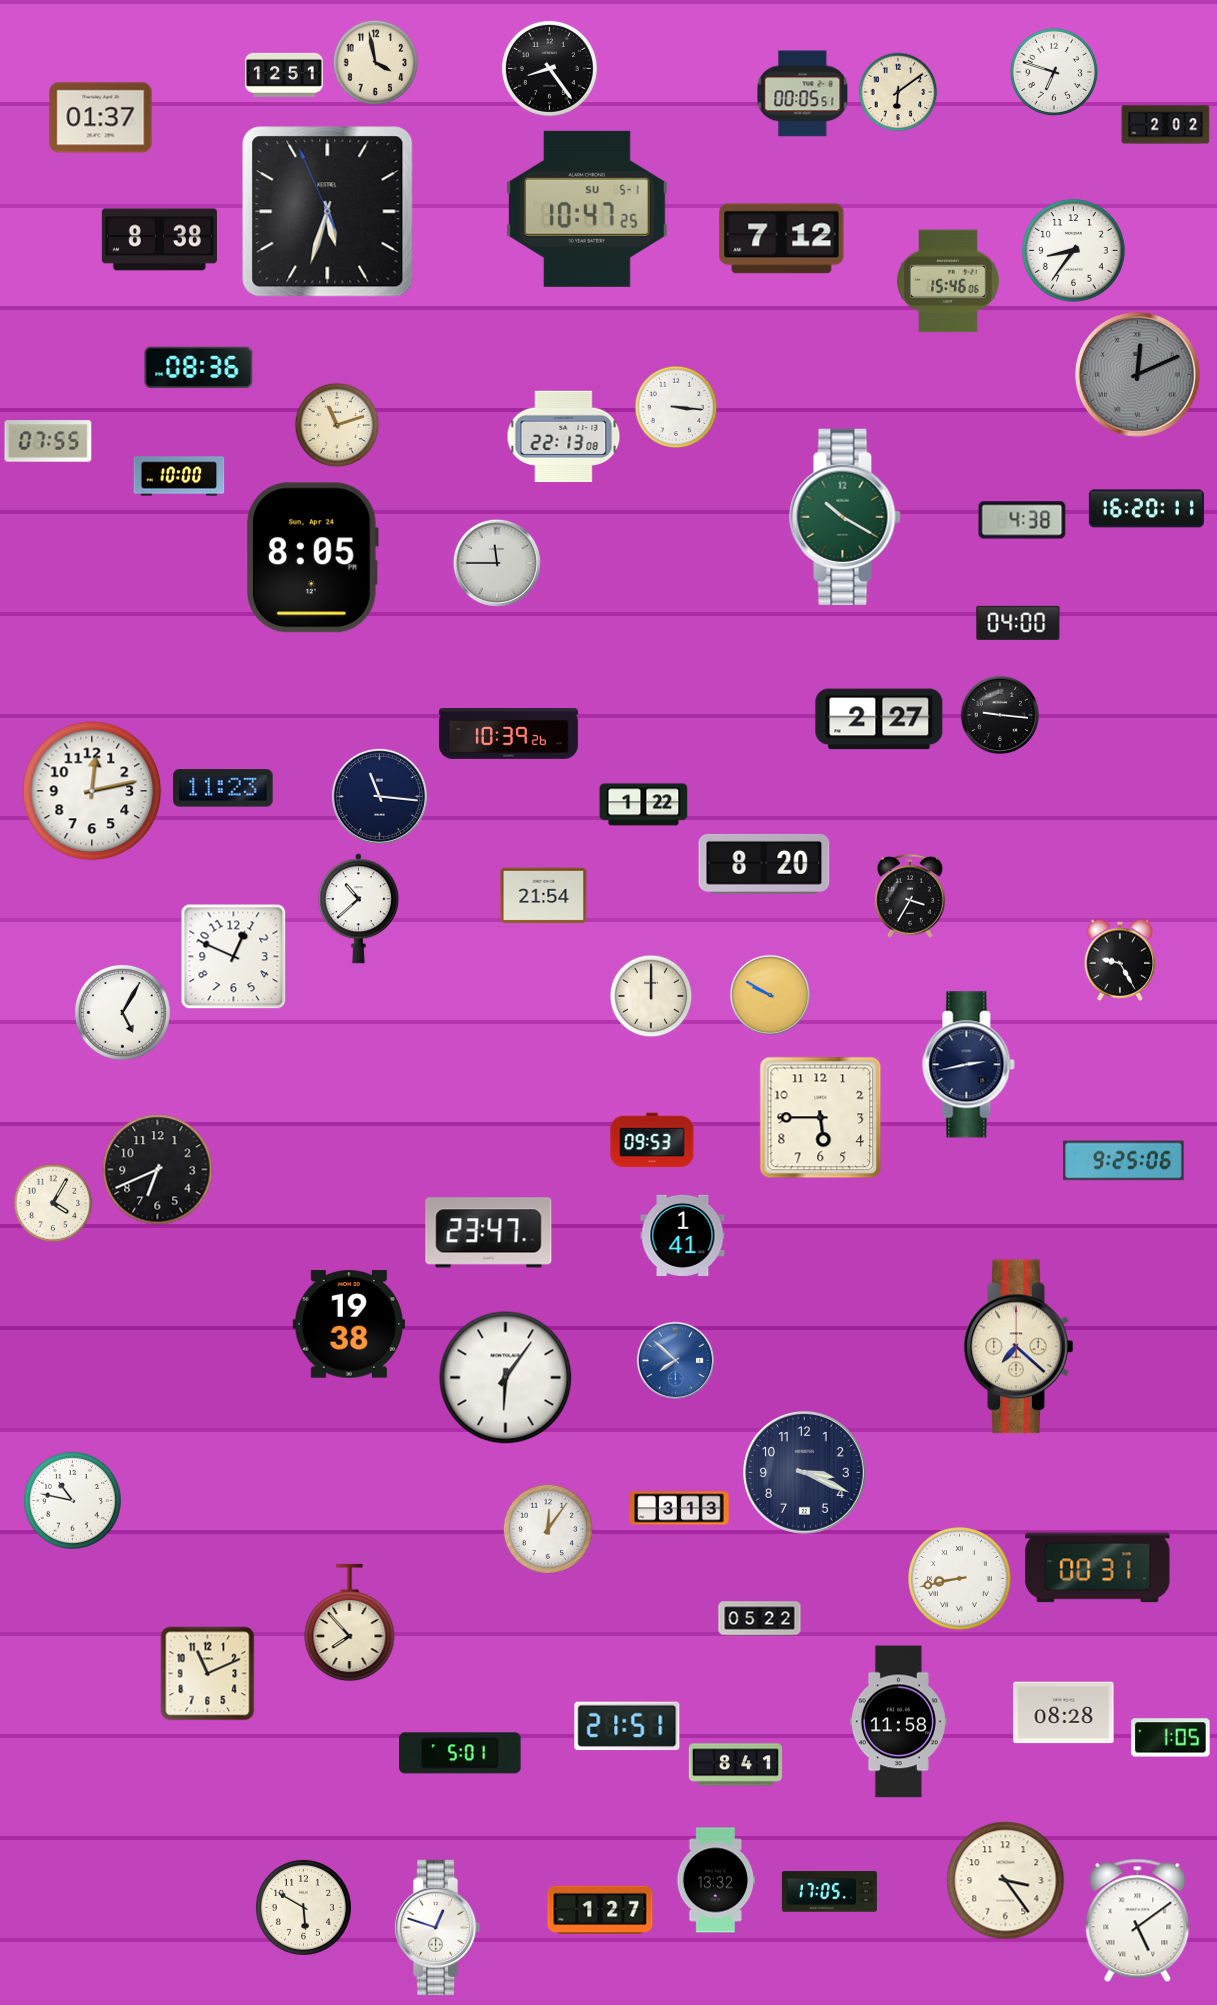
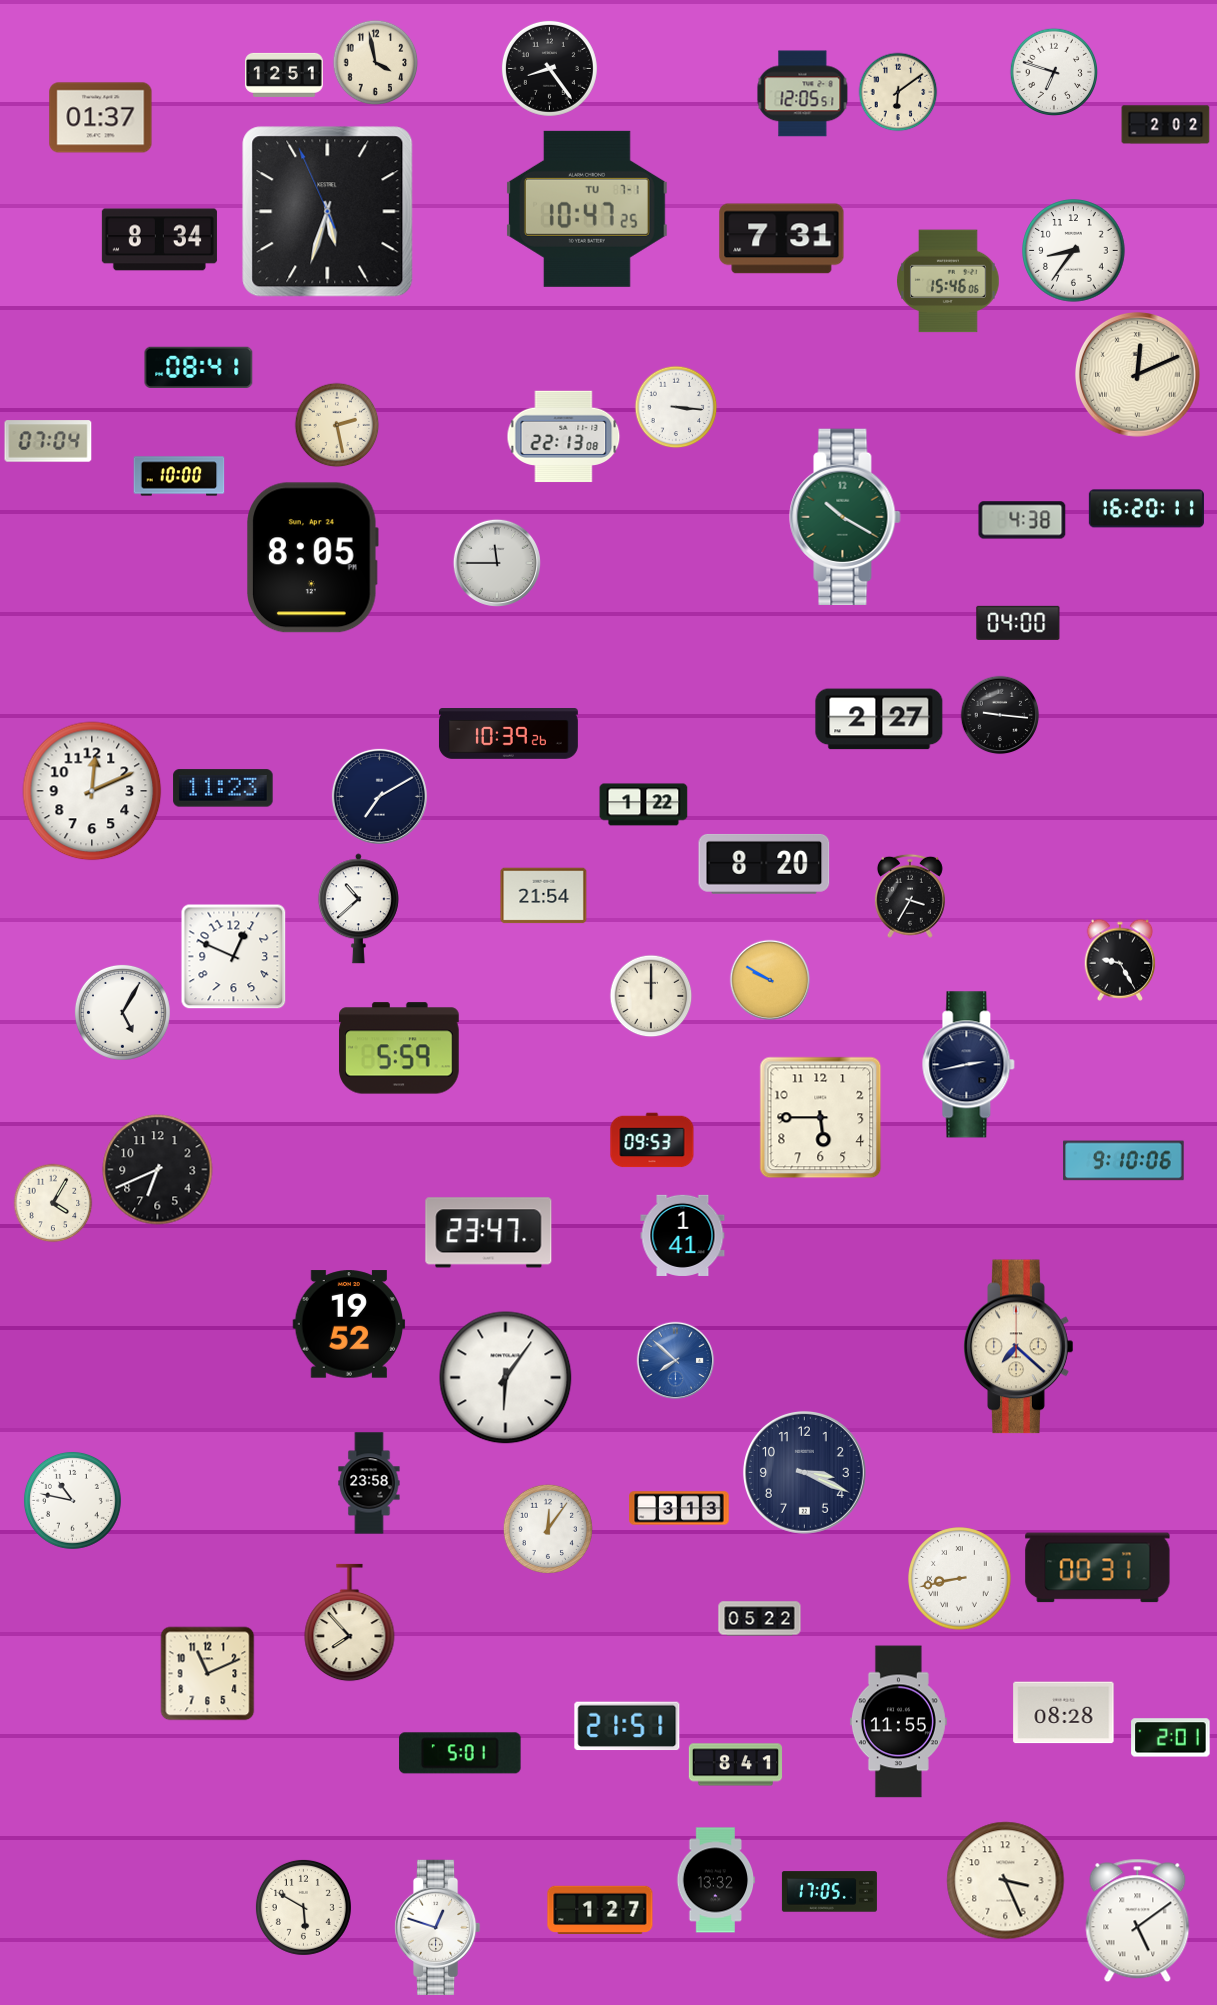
clock at (803, 94): 00:05 -> 12:05
clock at (587, 209) date: SU 5-1 -> TU 7-1
clock at (782, 239): 7:12 -> 7:31
clock at (159, 240): 8:38 -> 8:34
clock at (199, 367): 08:36 -> 08:41
clock at (1137, 374) dial: grey -> cream
clock at (337, 425): 11:12 -> 2:28
clock at (48, 441): 07:55 -> 07:04
clock at (92, 791): 12:13 -> 12:11
clock at (379, 796): 11:16 -> 7:10
clock at (770, 995) position: (770, 995) -> (770, 980)
clock at (399, 1048): none -> 5:59
clock at (1124, 1161): 9:25 -> 9:10
clock at (349, 1324): 19:38 -> 19:52
clock at (369, 1483): none -> 23:58
clock at (898, 1722): 11:58 -> 11:55
clock at (1171, 1738): 1:05 -> 2:01
clock at (1006, 1881): 3:24 -> 3:26
